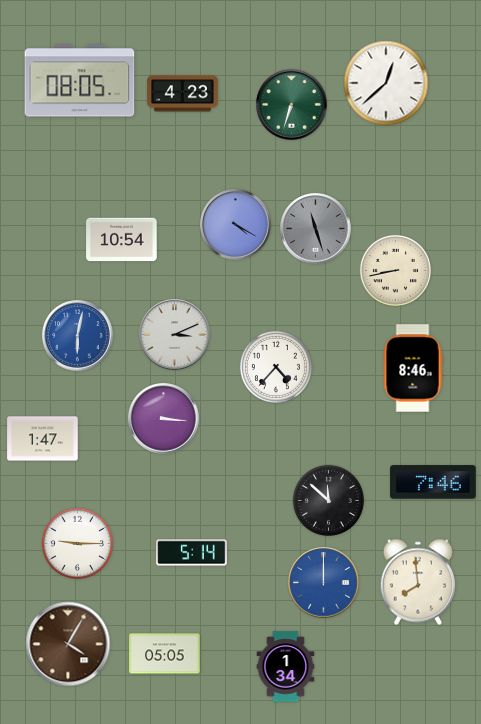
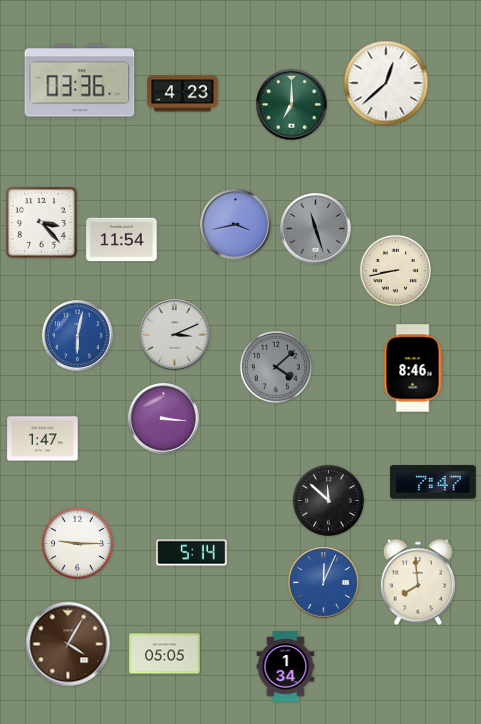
clock at (80, 81): 08:05 -> 03:36
clock at (292, 105): 6:33 -> 7:00
clock at (42, 223): none -> 3:23
clock at (236, 225): 4:20 -> 3:43
clock at (122, 240): 10:54 -> 11:54
clock at (276, 367): 4:37 -> 4:08
clock at (276, 367) dial: white -> grey
clock at (433, 482): 7:46 -> 7:47
clock at (324, 583): 12:00 -> 12:04
